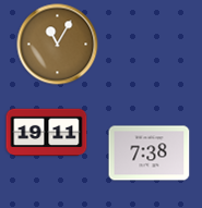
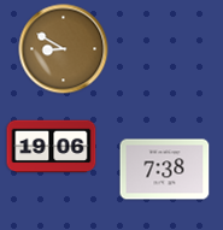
clock at (58, 45): 11:05 -> 8:50
clock at (47, 133): 19:11 -> 19:06
